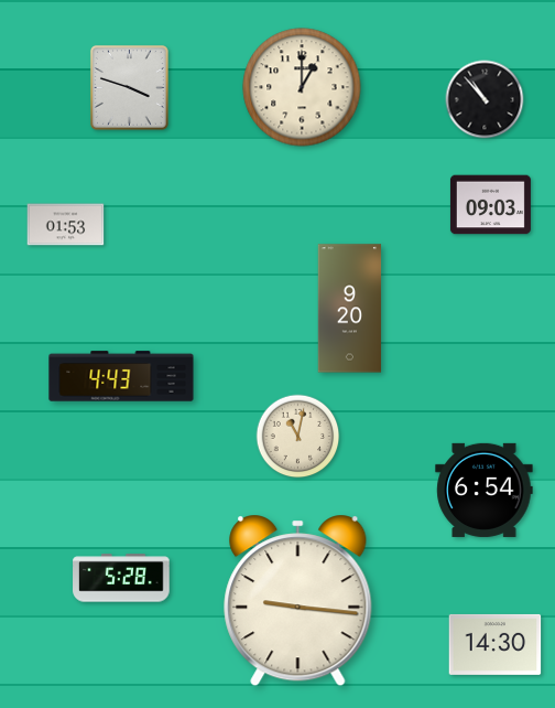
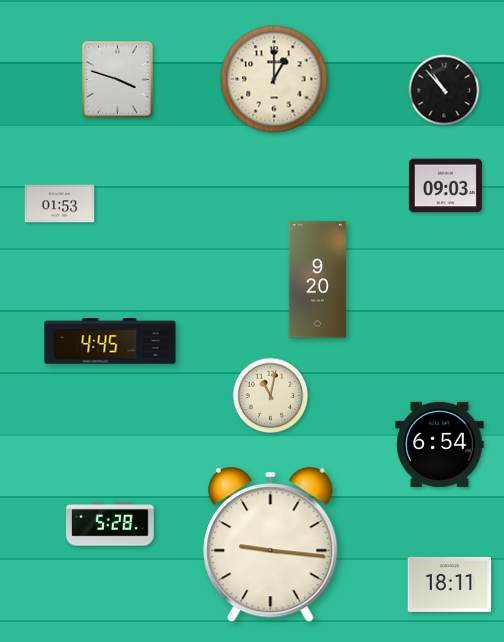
clock at (485, 99) position: (485, 99) -> (444, 90)
clock at (121, 376): 4:43 -> 4:45
clock at (496, 644): 14:30 -> 18:11
